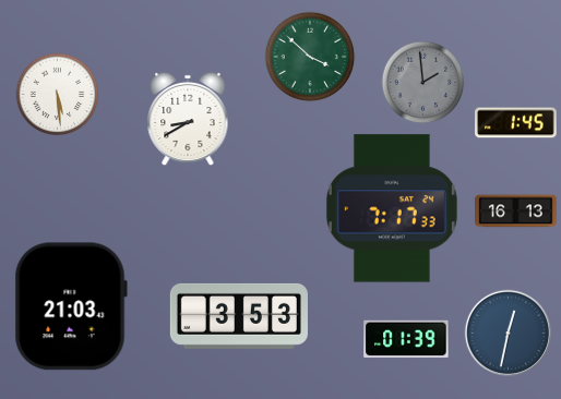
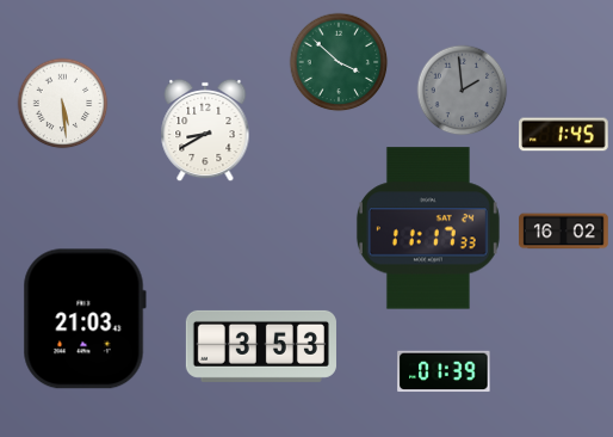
clock at (392, 208): 7:17 -> 11:17
clock at (516, 211): 16:13 -> 16:02
clock at (71, 306) position: (71, 306) -> (85, 319)
clock at (508, 332): 12:32 -> none
